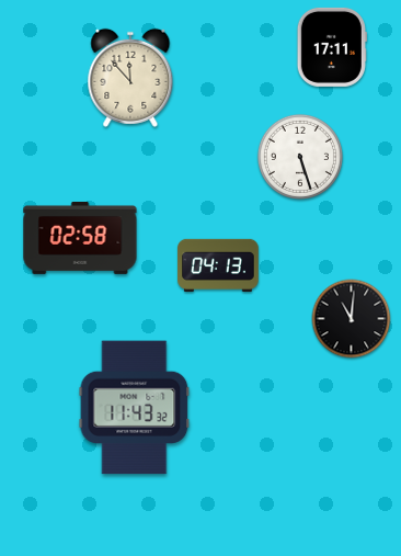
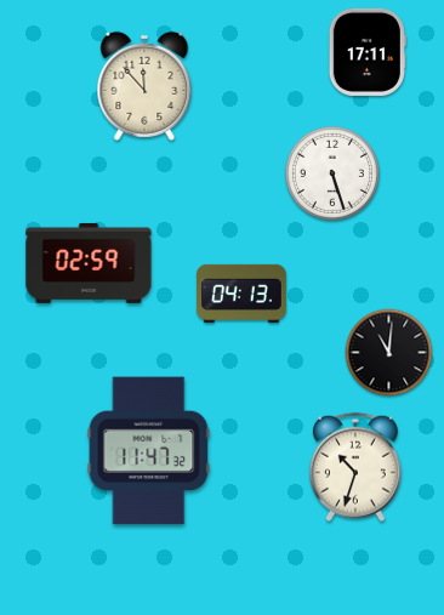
clock at (80, 238): 02:58 -> 02:59
clock at (135, 408): 11:43 -> 11:47
clock at (355, 467): none -> 10:33
